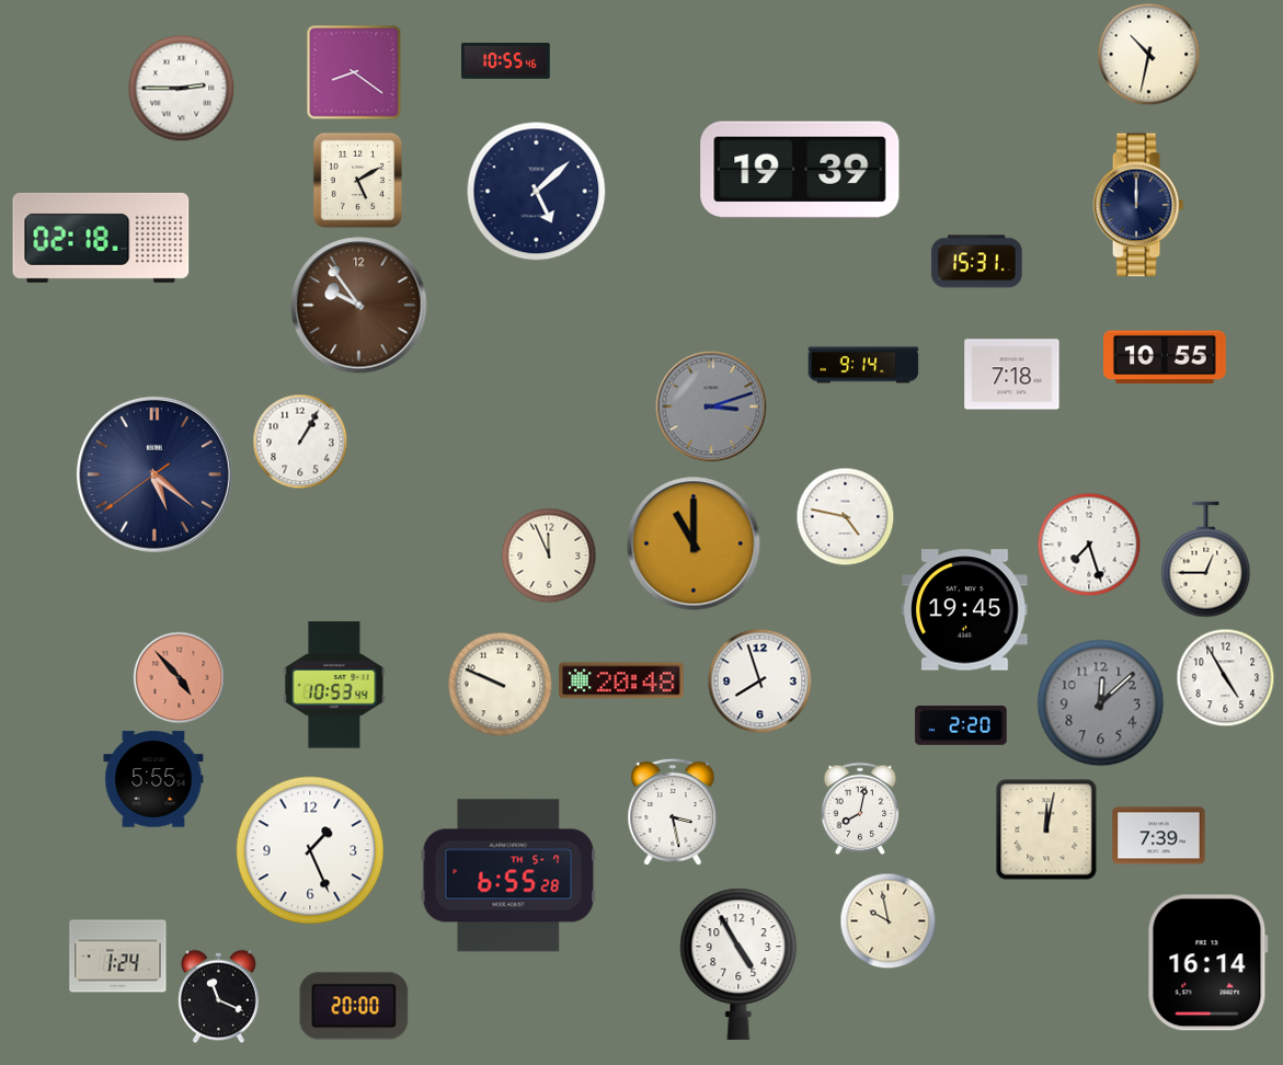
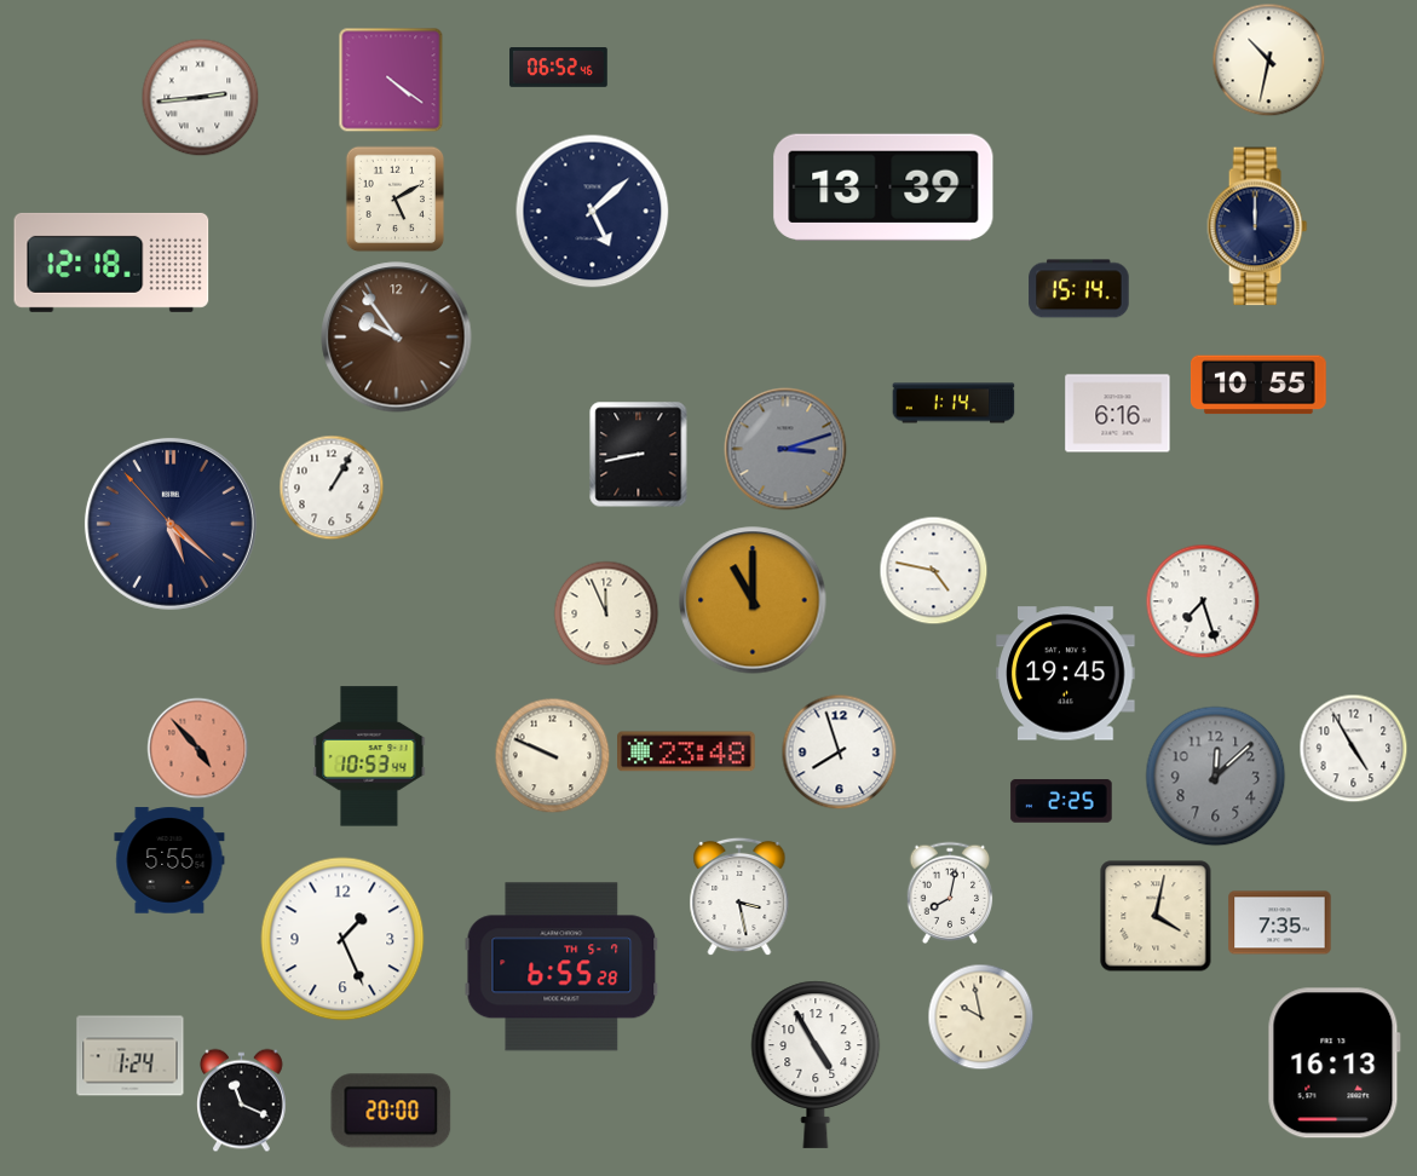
clock at (506, 61): 10:55 -> 06:52
clock at (354, 72): 8:21 -> 4:21
clock at (182, 89): 2:45 -> 2:44
clock at (800, 169): 19:39 -> 13:39
clock at (101, 238): 02:18 -> 12:18
clock at (977, 262): 15:31 -> 15:14
clock at (1166, 357) position: (1166, 357) -> (1260, 385)
clock at (863, 365): 9:14 -> 1:14
clock at (1012, 375): 7:18 -> 6:16
clock at (639, 455): none -> 8:43
clock at (154, 474): 5:21:39 -> 5:21:53
clock at (694, 543) position: (694, 543) -> (753, 600)
clock at (1206, 560): 12:45 -> none
clock at (621, 680): 20:48 -> 23:48
clock at (961, 726): 2:20 -> 2:25
clock at (673, 812) position: (673, 812) -> (739, 897)
clock at (1046, 829): 12:02 -> 4:02
clock at (1159, 836): 7:39 -> 7:35
clock at (1207, 963): 16:14 -> 16:13
